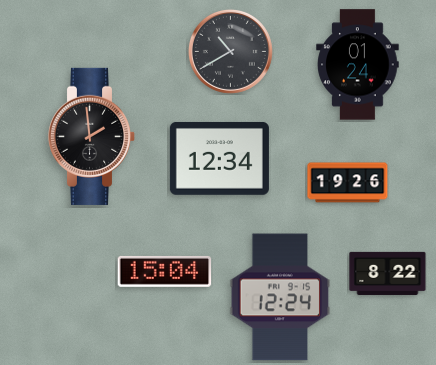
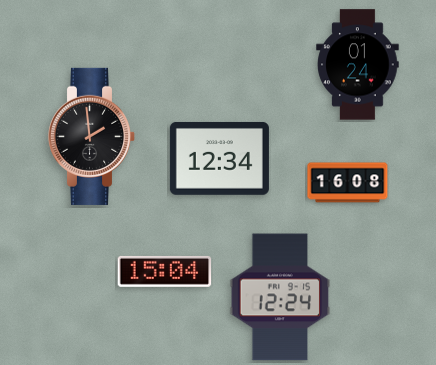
clock at (230, 51): 10:40 -> none
clock at (348, 183): 19:26 -> 16:08
clock at (388, 273): 8:22 -> none
